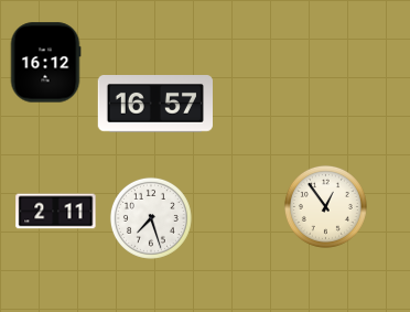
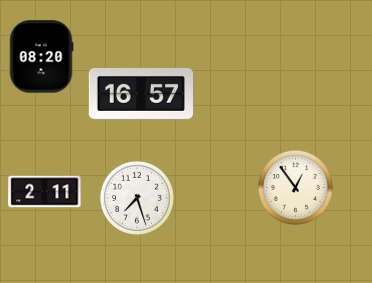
clock at (45, 63): 16:12 -> 08:20
clock at (56, 212) position: (56, 212) -> (45, 192)
